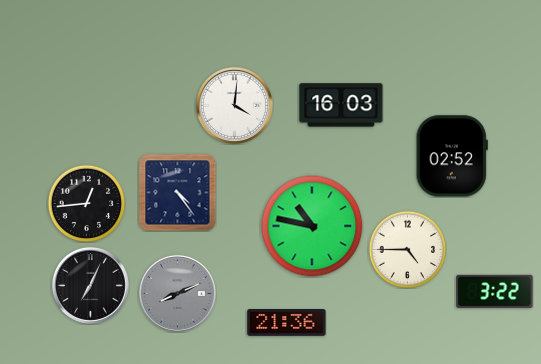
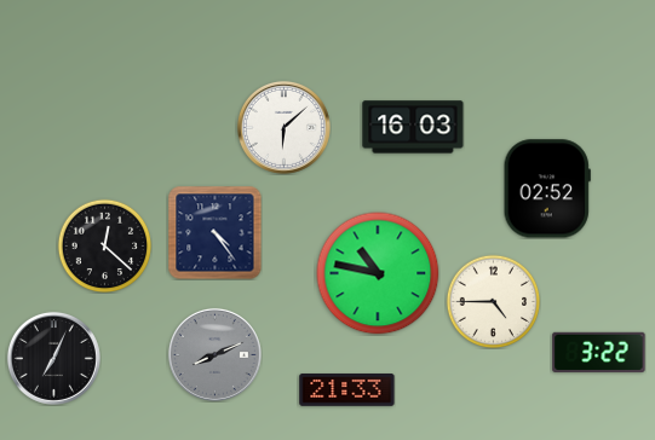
clock at (234, 105): 4:01 -> 6:08
clock at (86, 203): 12:44 -> 12:22
clock at (90, 285) position: (90, 285) -> (53, 358)
clock at (287, 323): 21:36 -> 21:33
